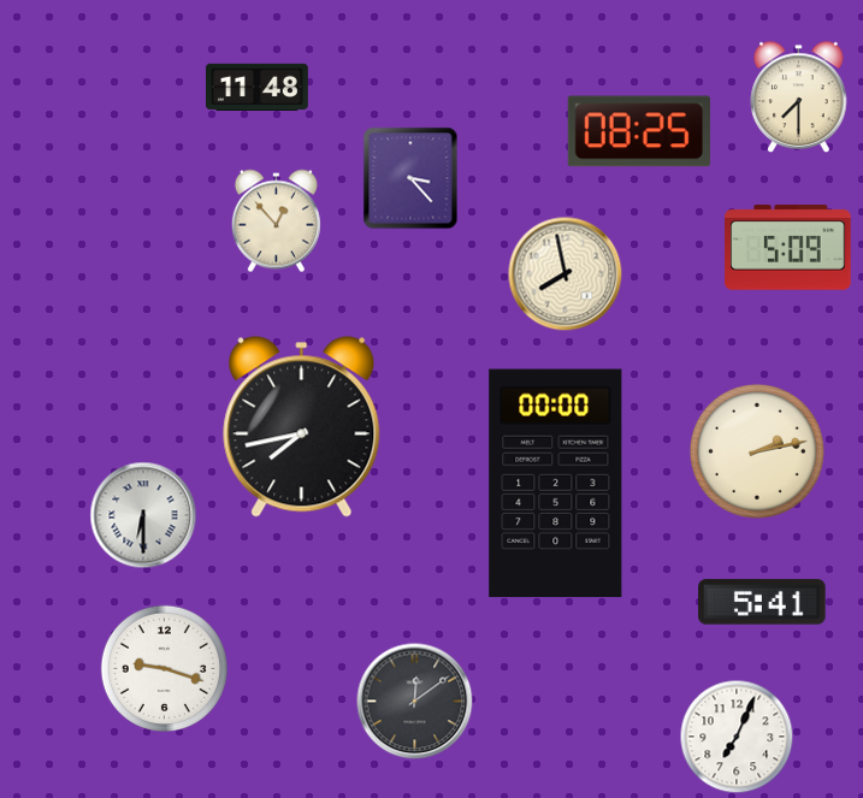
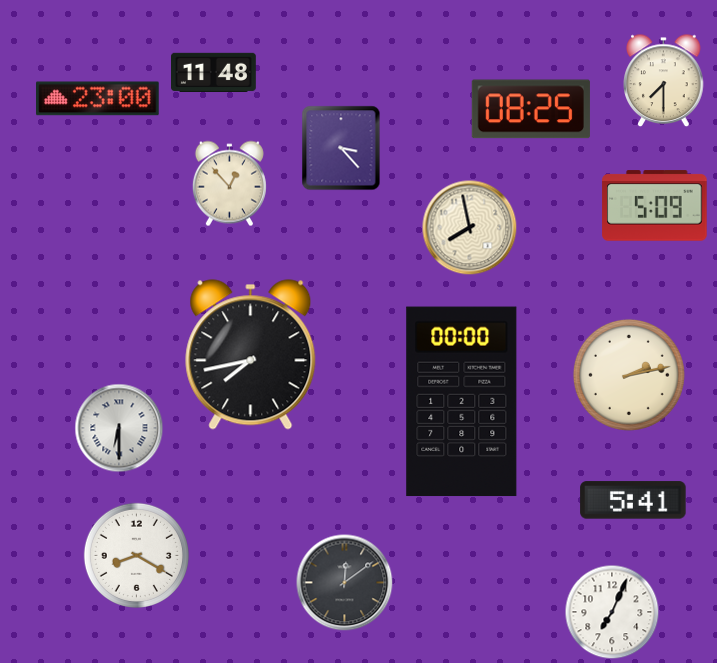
clock at (98, 99): none -> 23:00
clock at (164, 668): 9:18 -> 8:20
